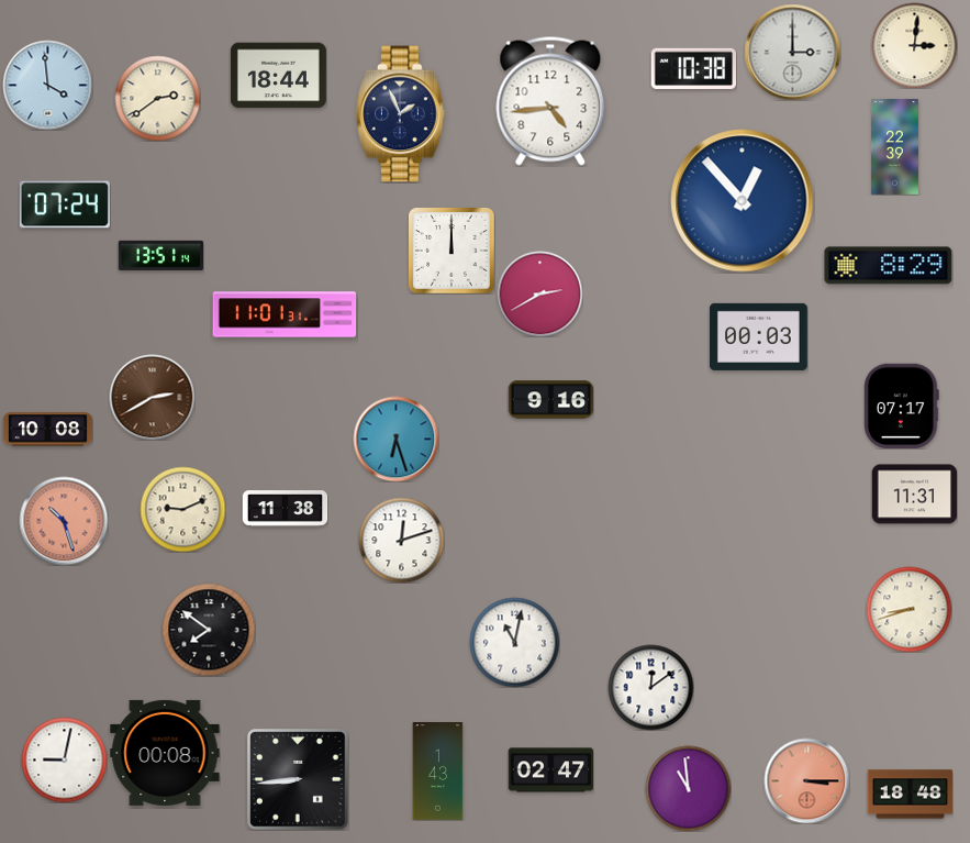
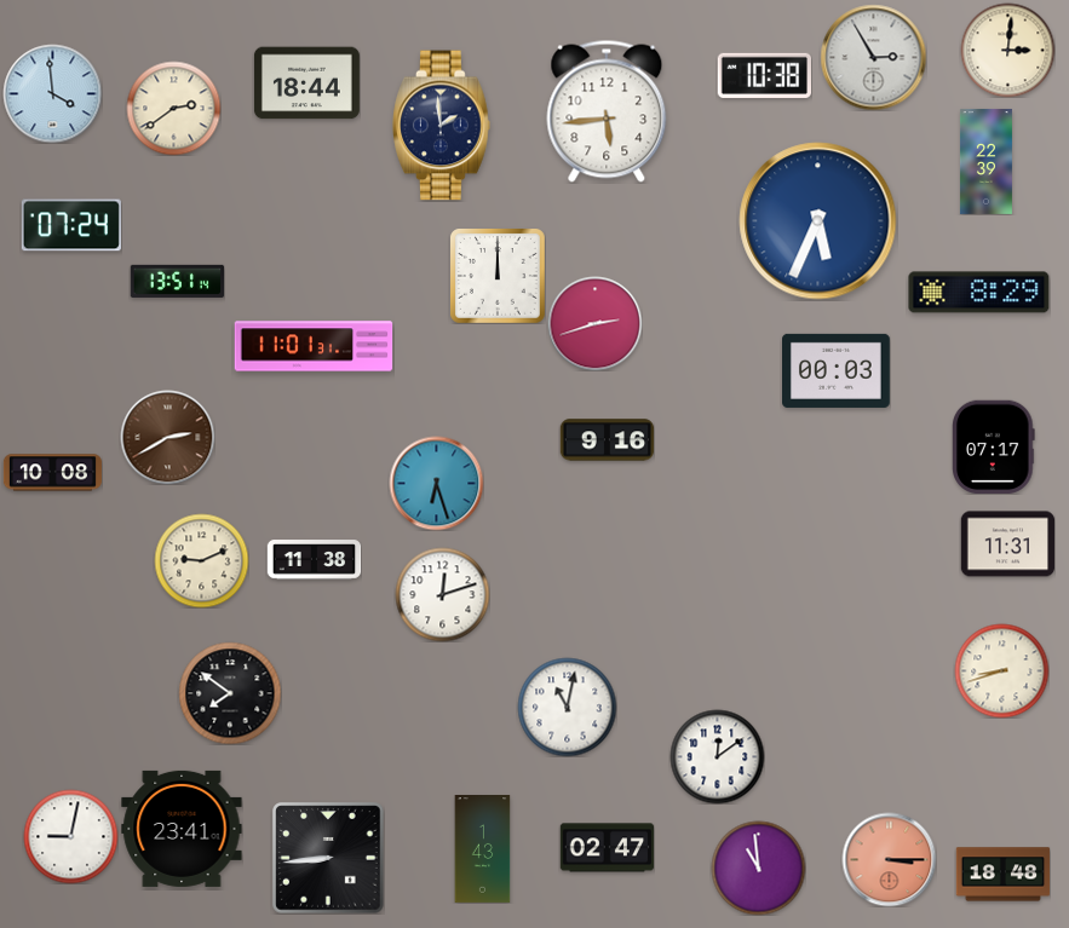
clock at (792, 52): 3:00 -> 2:55
clock at (550, 101): 4:44 -> 5:44
clock at (401, 114): 1:56 -> 1:59
clock at (743, 201): 12:53 -> 5:34
clock at (539, 293): 2:40 -> 2:42
clock at (64, 521): 10:27 -> none
clock at (165, 753): 00:08 -> 23:41
